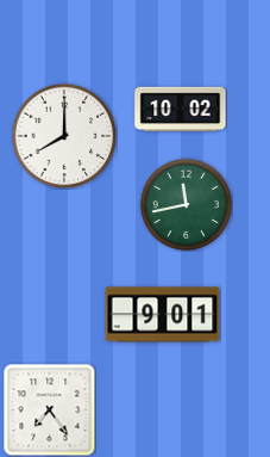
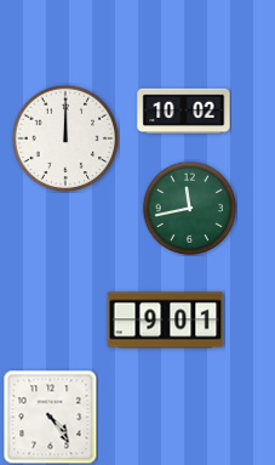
clock at (64, 136): 8:00 -> 12:00
clock at (49, 409): 7:24 -> 4:24
